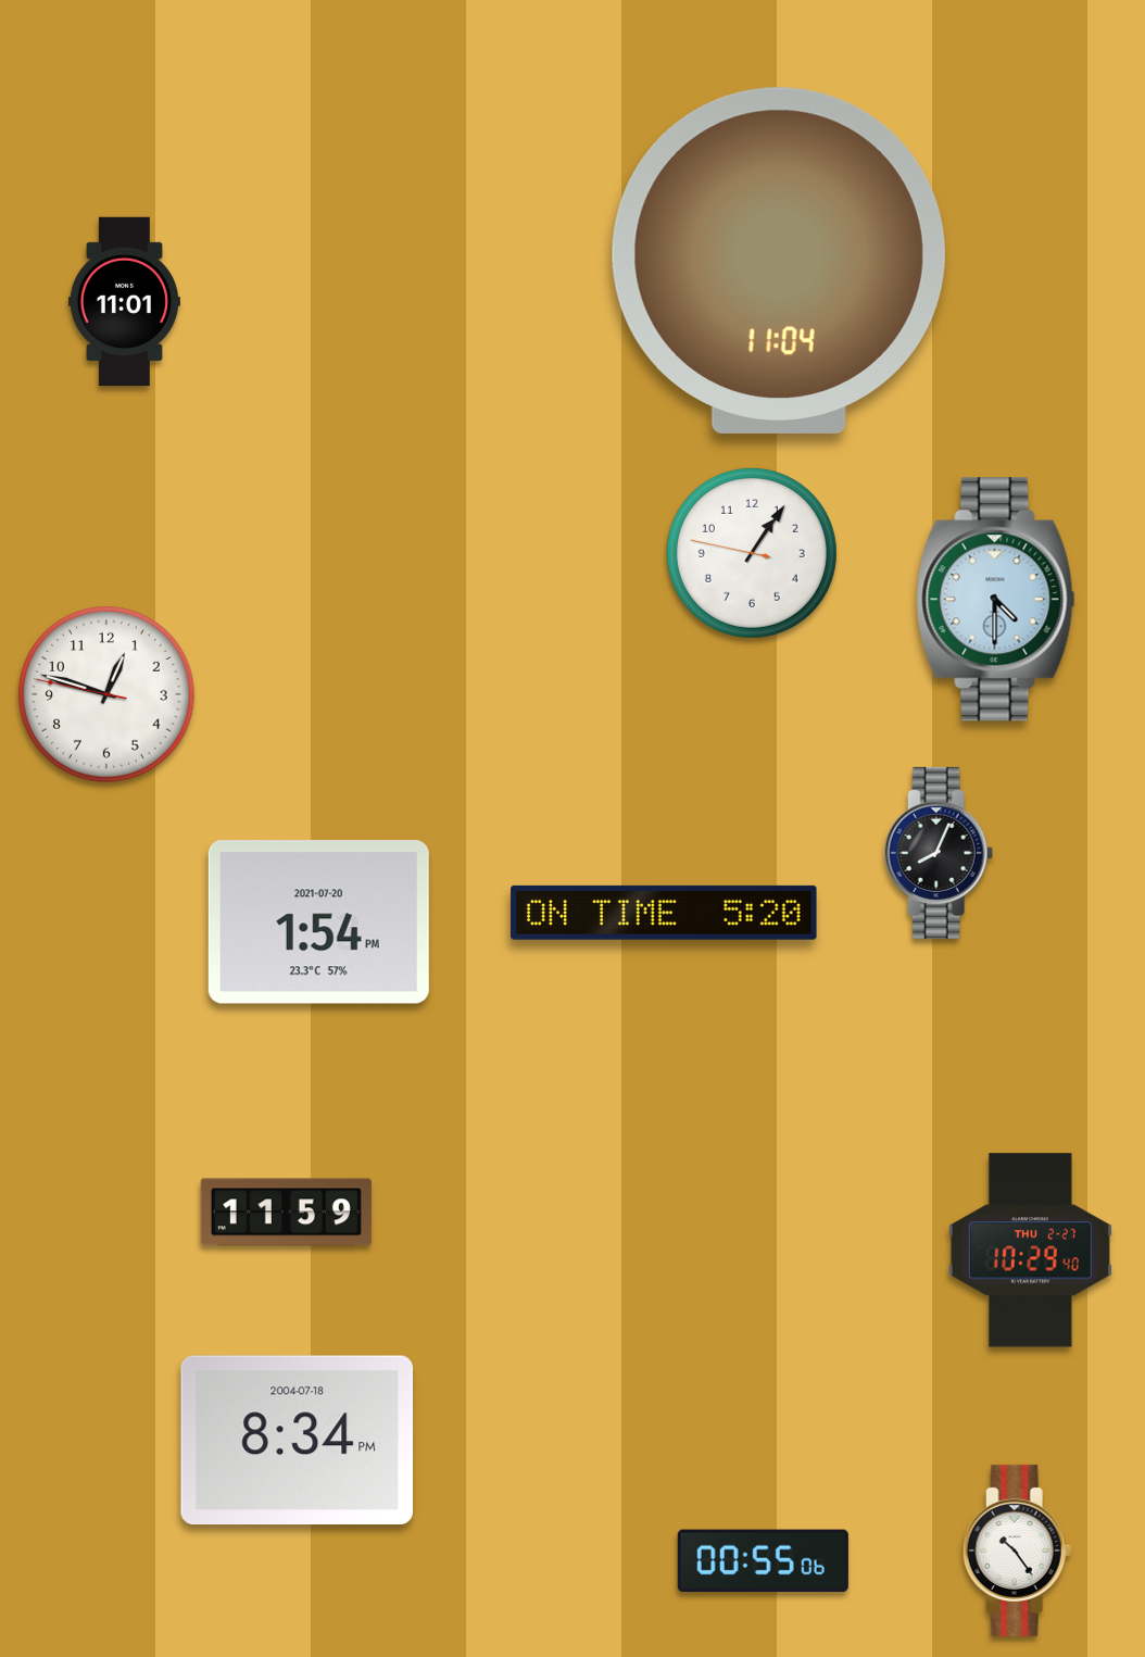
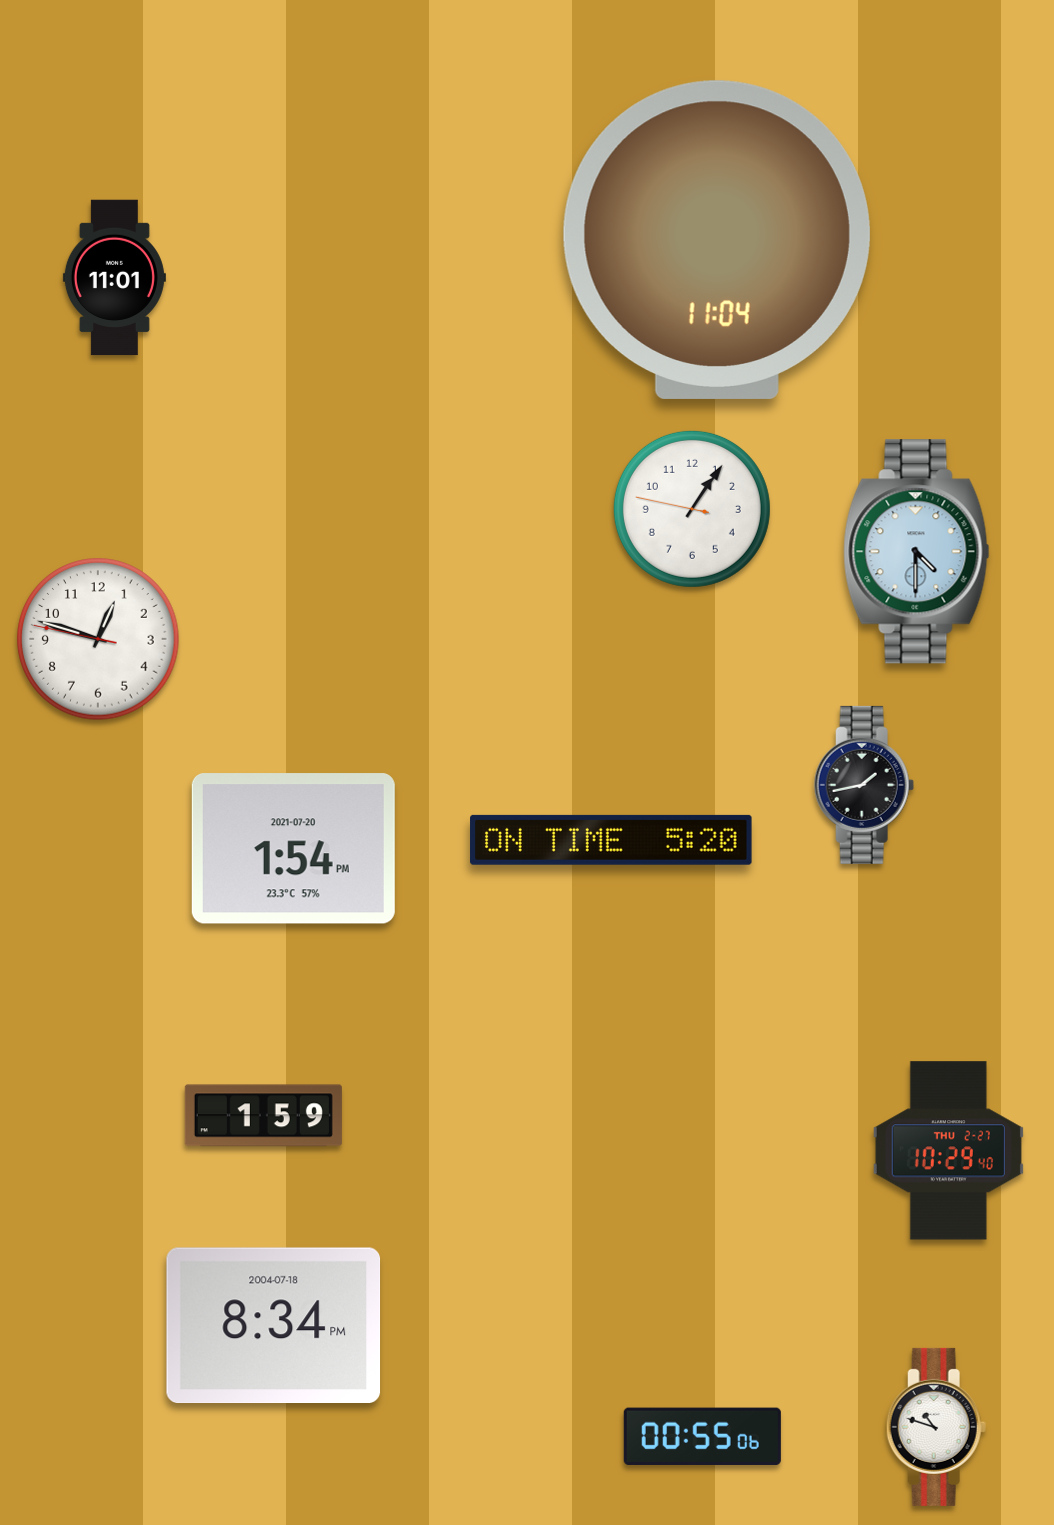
clock at (939, 853): 8:04 -> 1:43
clock at (286, 1213): 11:59 -> 1:59
clock at (1017, 1551): 10:24 -> 10:48
